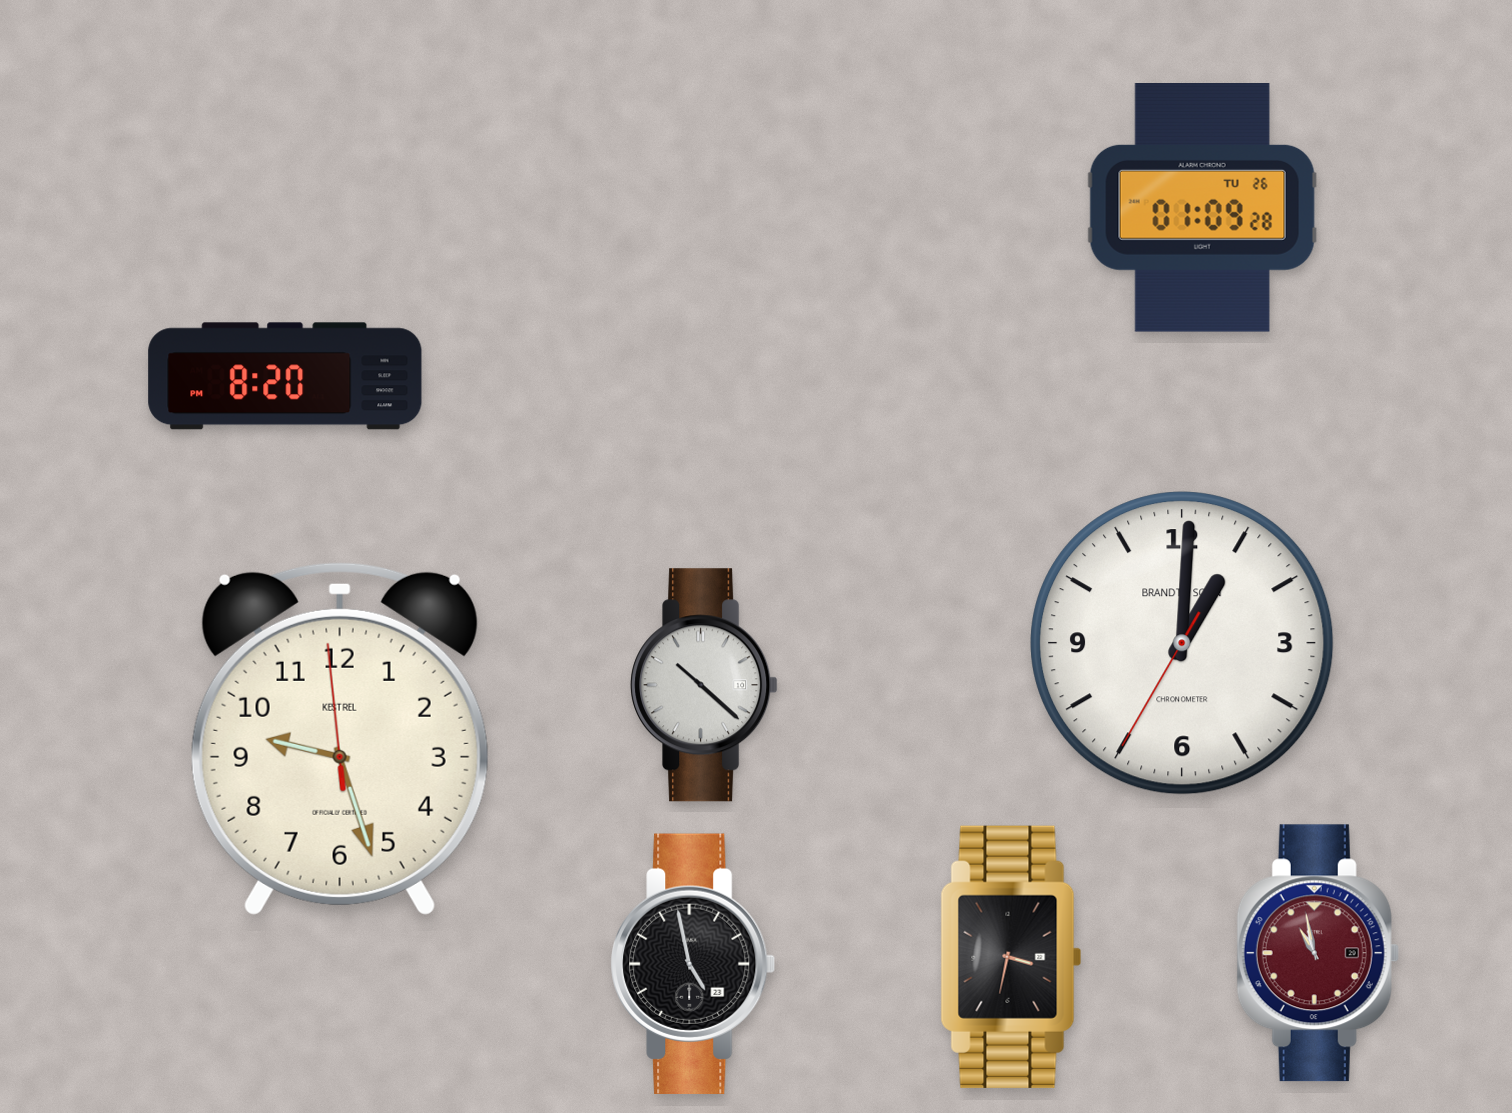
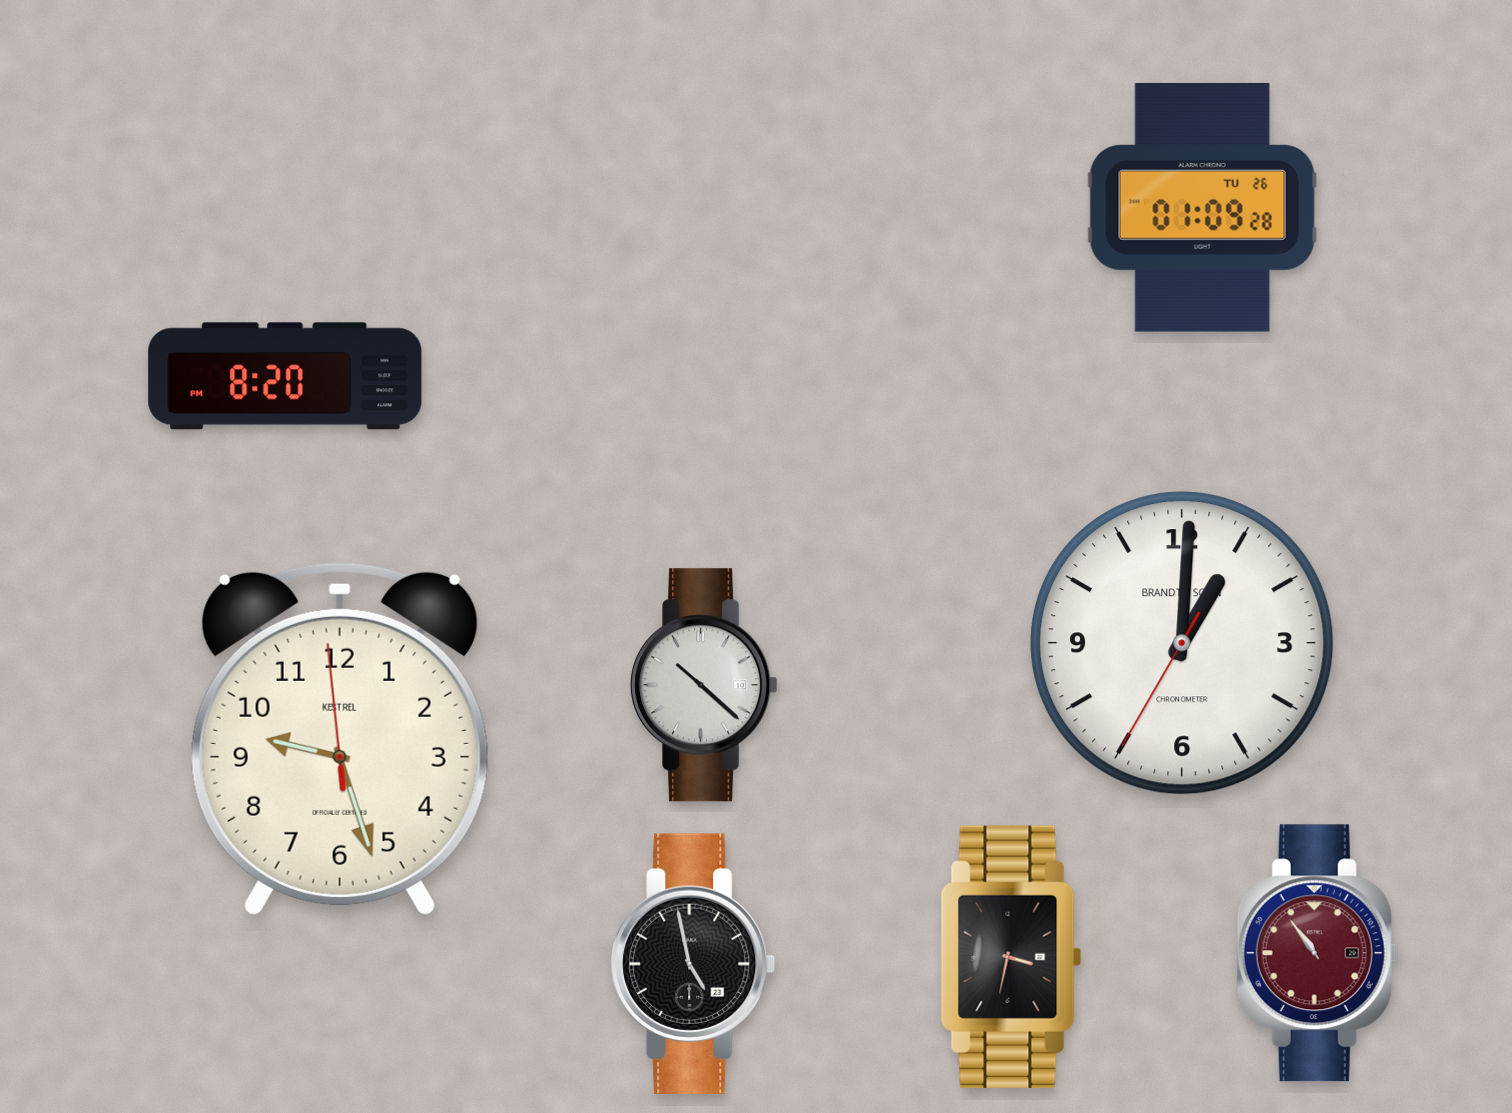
clock at (1318, 953): 10:58 -> 10:54
